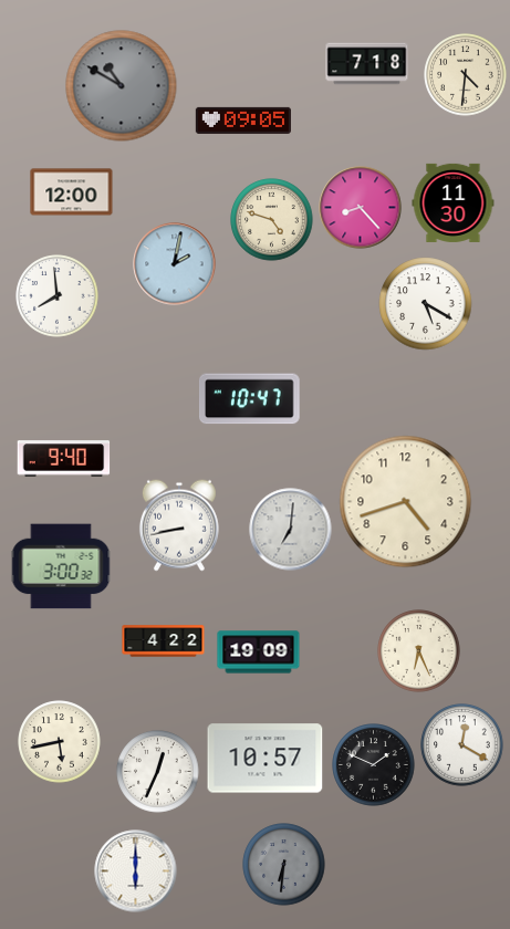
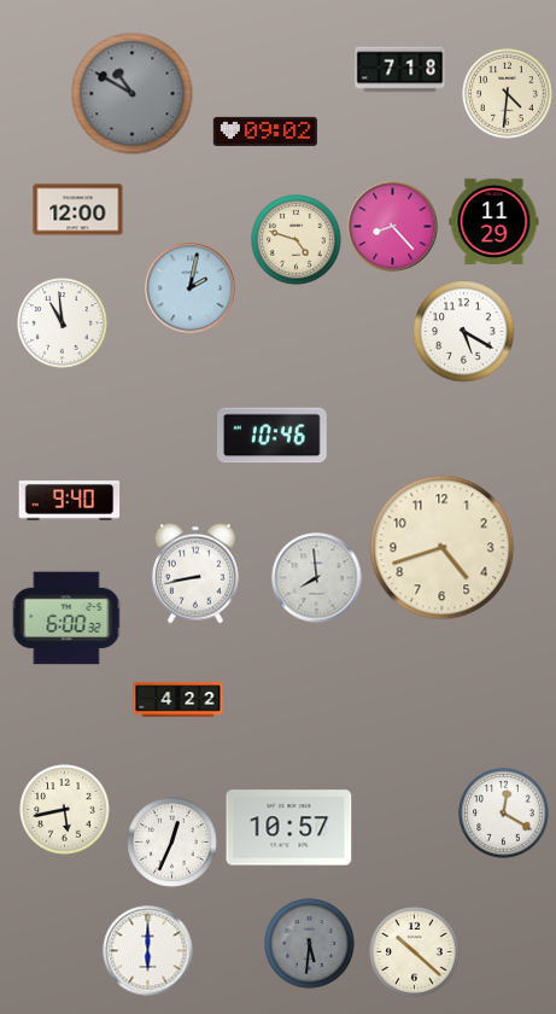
clock at (466, 75) position: (466, 75) -> (508, 94)
clock at (243, 121): 09:05 -> 09:02
clock at (454, 202): 11:30 -> 11:29
clock at (58, 296): 7:59 -> 10:59
clock at (250, 399): 10:47 -> 10:46
clock at (291, 530): 7:01 -> 7:59
clock at (61, 566): 3:00 -> 6:00
clock at (419, 651): 6:26 -> none
clock at (259, 653): 19:09 -> none
clock at (374, 765): 1:49 -> none
clock at (284, 865): 6:31 -> 5:31
clock at (415, 952): none -> 10:22
